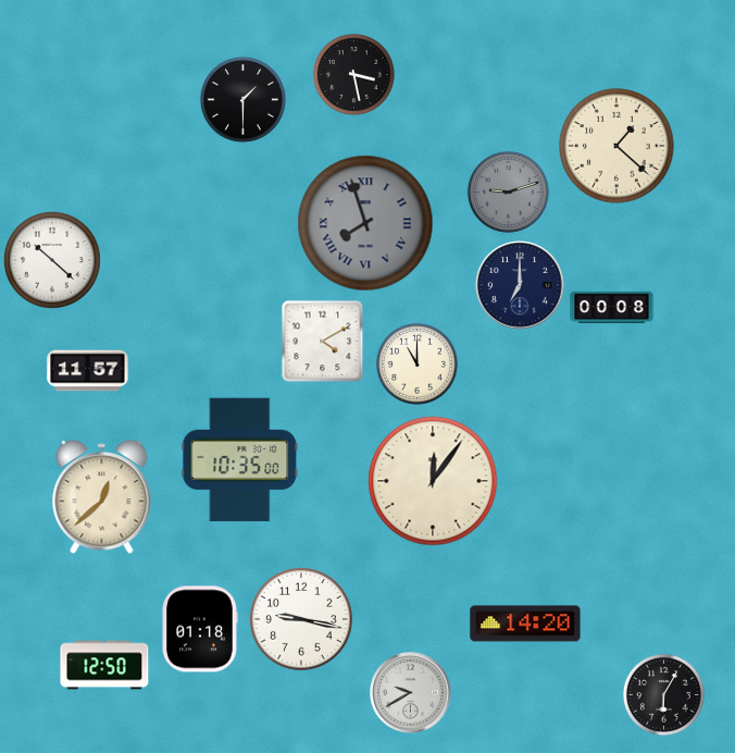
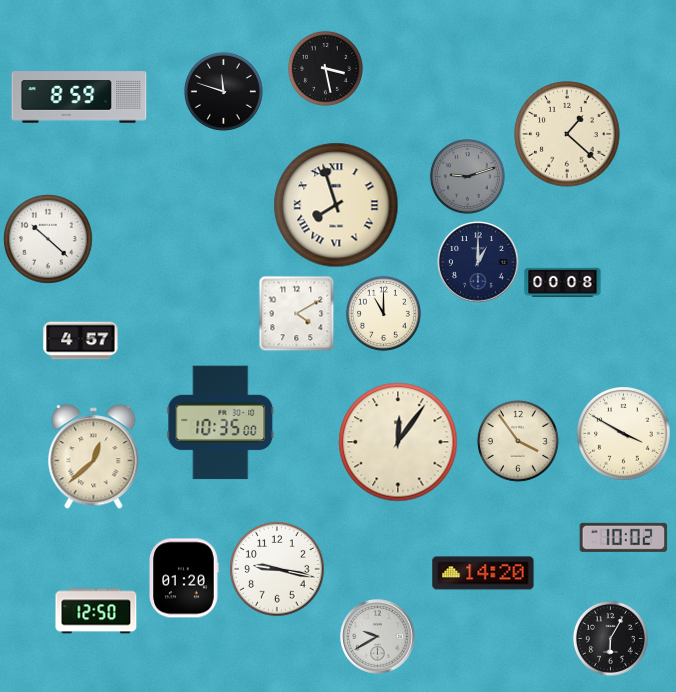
clock at (242, 99): 1:30 -> 11:48
clock at (79, 97): none -> 8:59
clock at (365, 223) dial: grey -> cream
clock at (520, 285): 7:00 -> 1:00
clock at (416, 363) position: (416, 363) -> (383, 313)
clock at (88, 371): 11:57 -> 4:57
clock at (624, 434): none -> 3:50
clock at (518, 441): none -> 3:54
clock at (624, 537): none -> 10:02
clock at (200, 629): 01:18 -> 01:20
